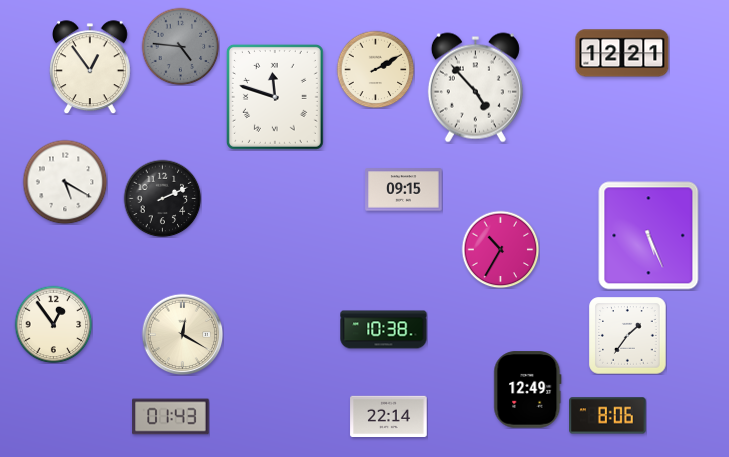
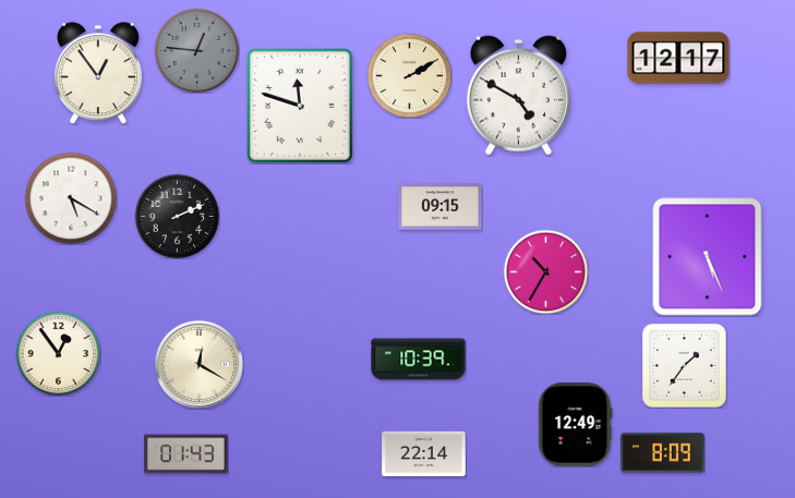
clock at (180, 46): 4:46 -> 12:46
clock at (622, 53): 12:21 -> 12:17
clock at (475, 88): 4:53 -> 4:50
clock at (384, 330): 10:38 -> 10:39
clock at (608, 416): 8:06 -> 8:09
